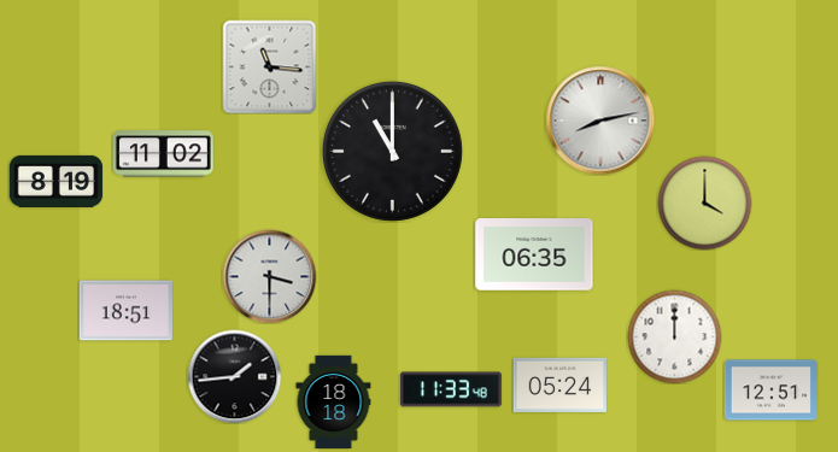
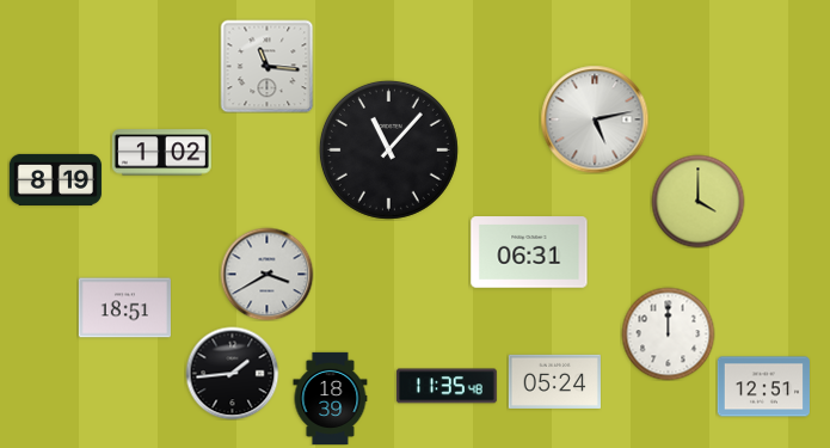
clock at (600, 121): 8:13 -> 5:13
clock at (392, 151): 11:00 -> 11:07
clock at (163, 154): 11:02 -> 1:02
clock at (534, 254): 06:35 -> 06:31
clock at (269, 276): 3:30 -> 3:40
clock at (451, 389): 11:33 -> 11:35
clock at (334, 401): 18:18 -> 18:39
